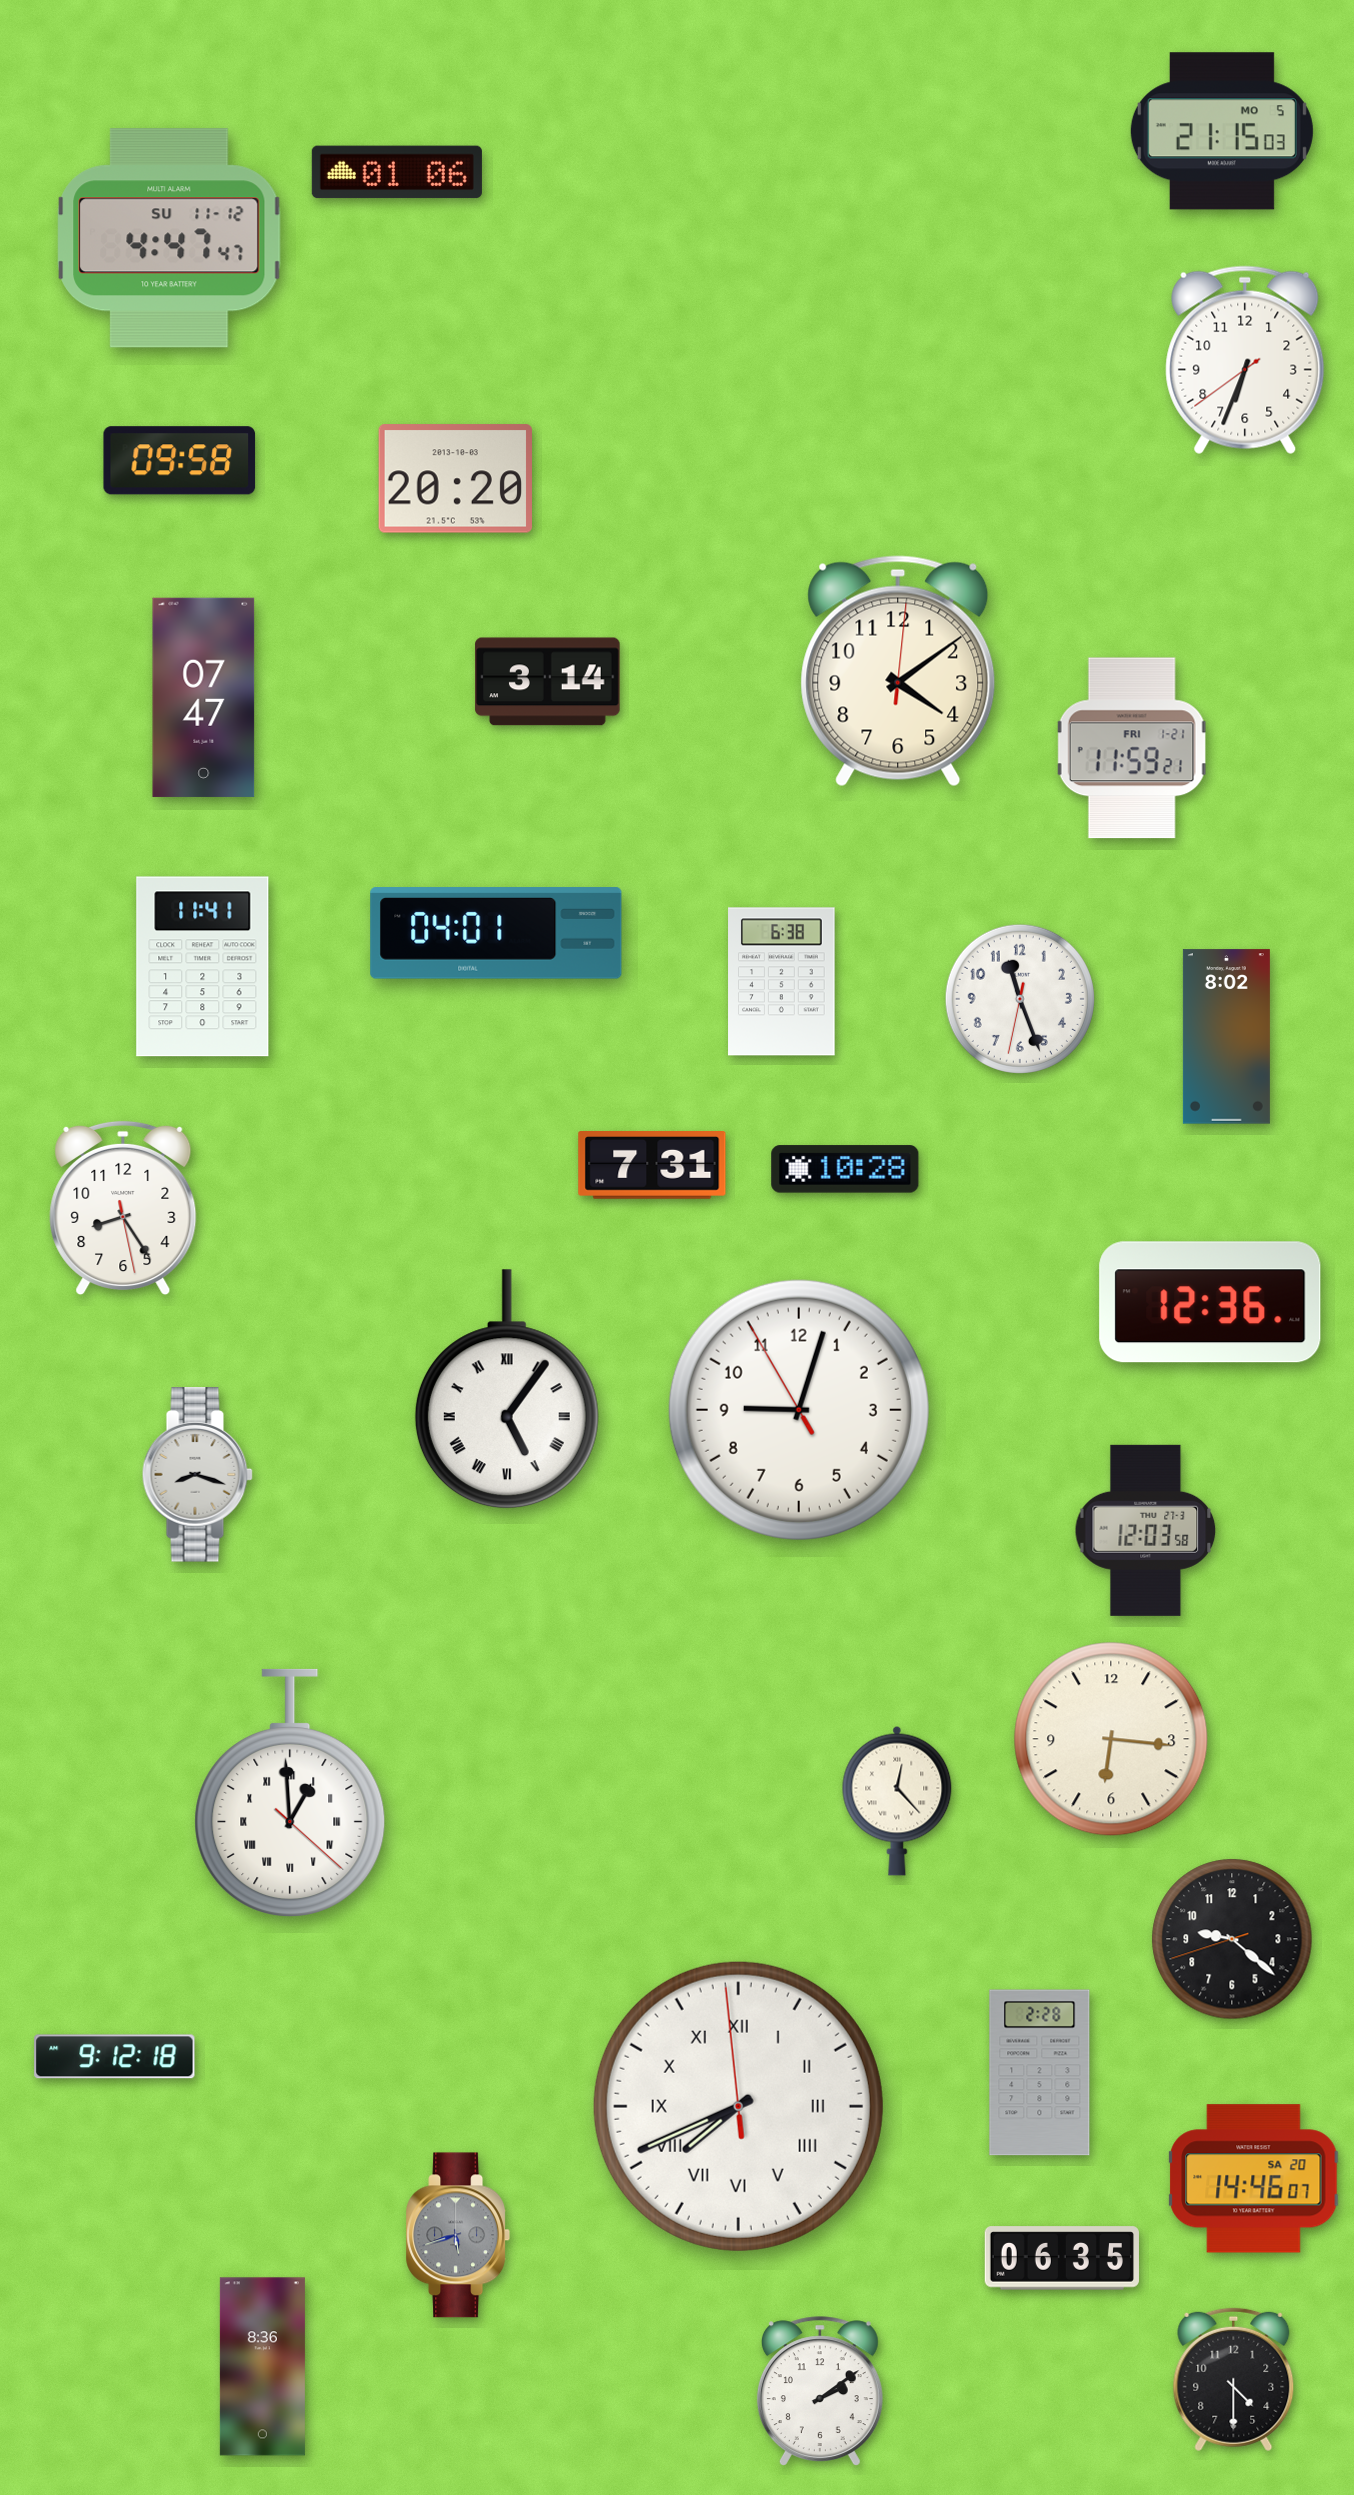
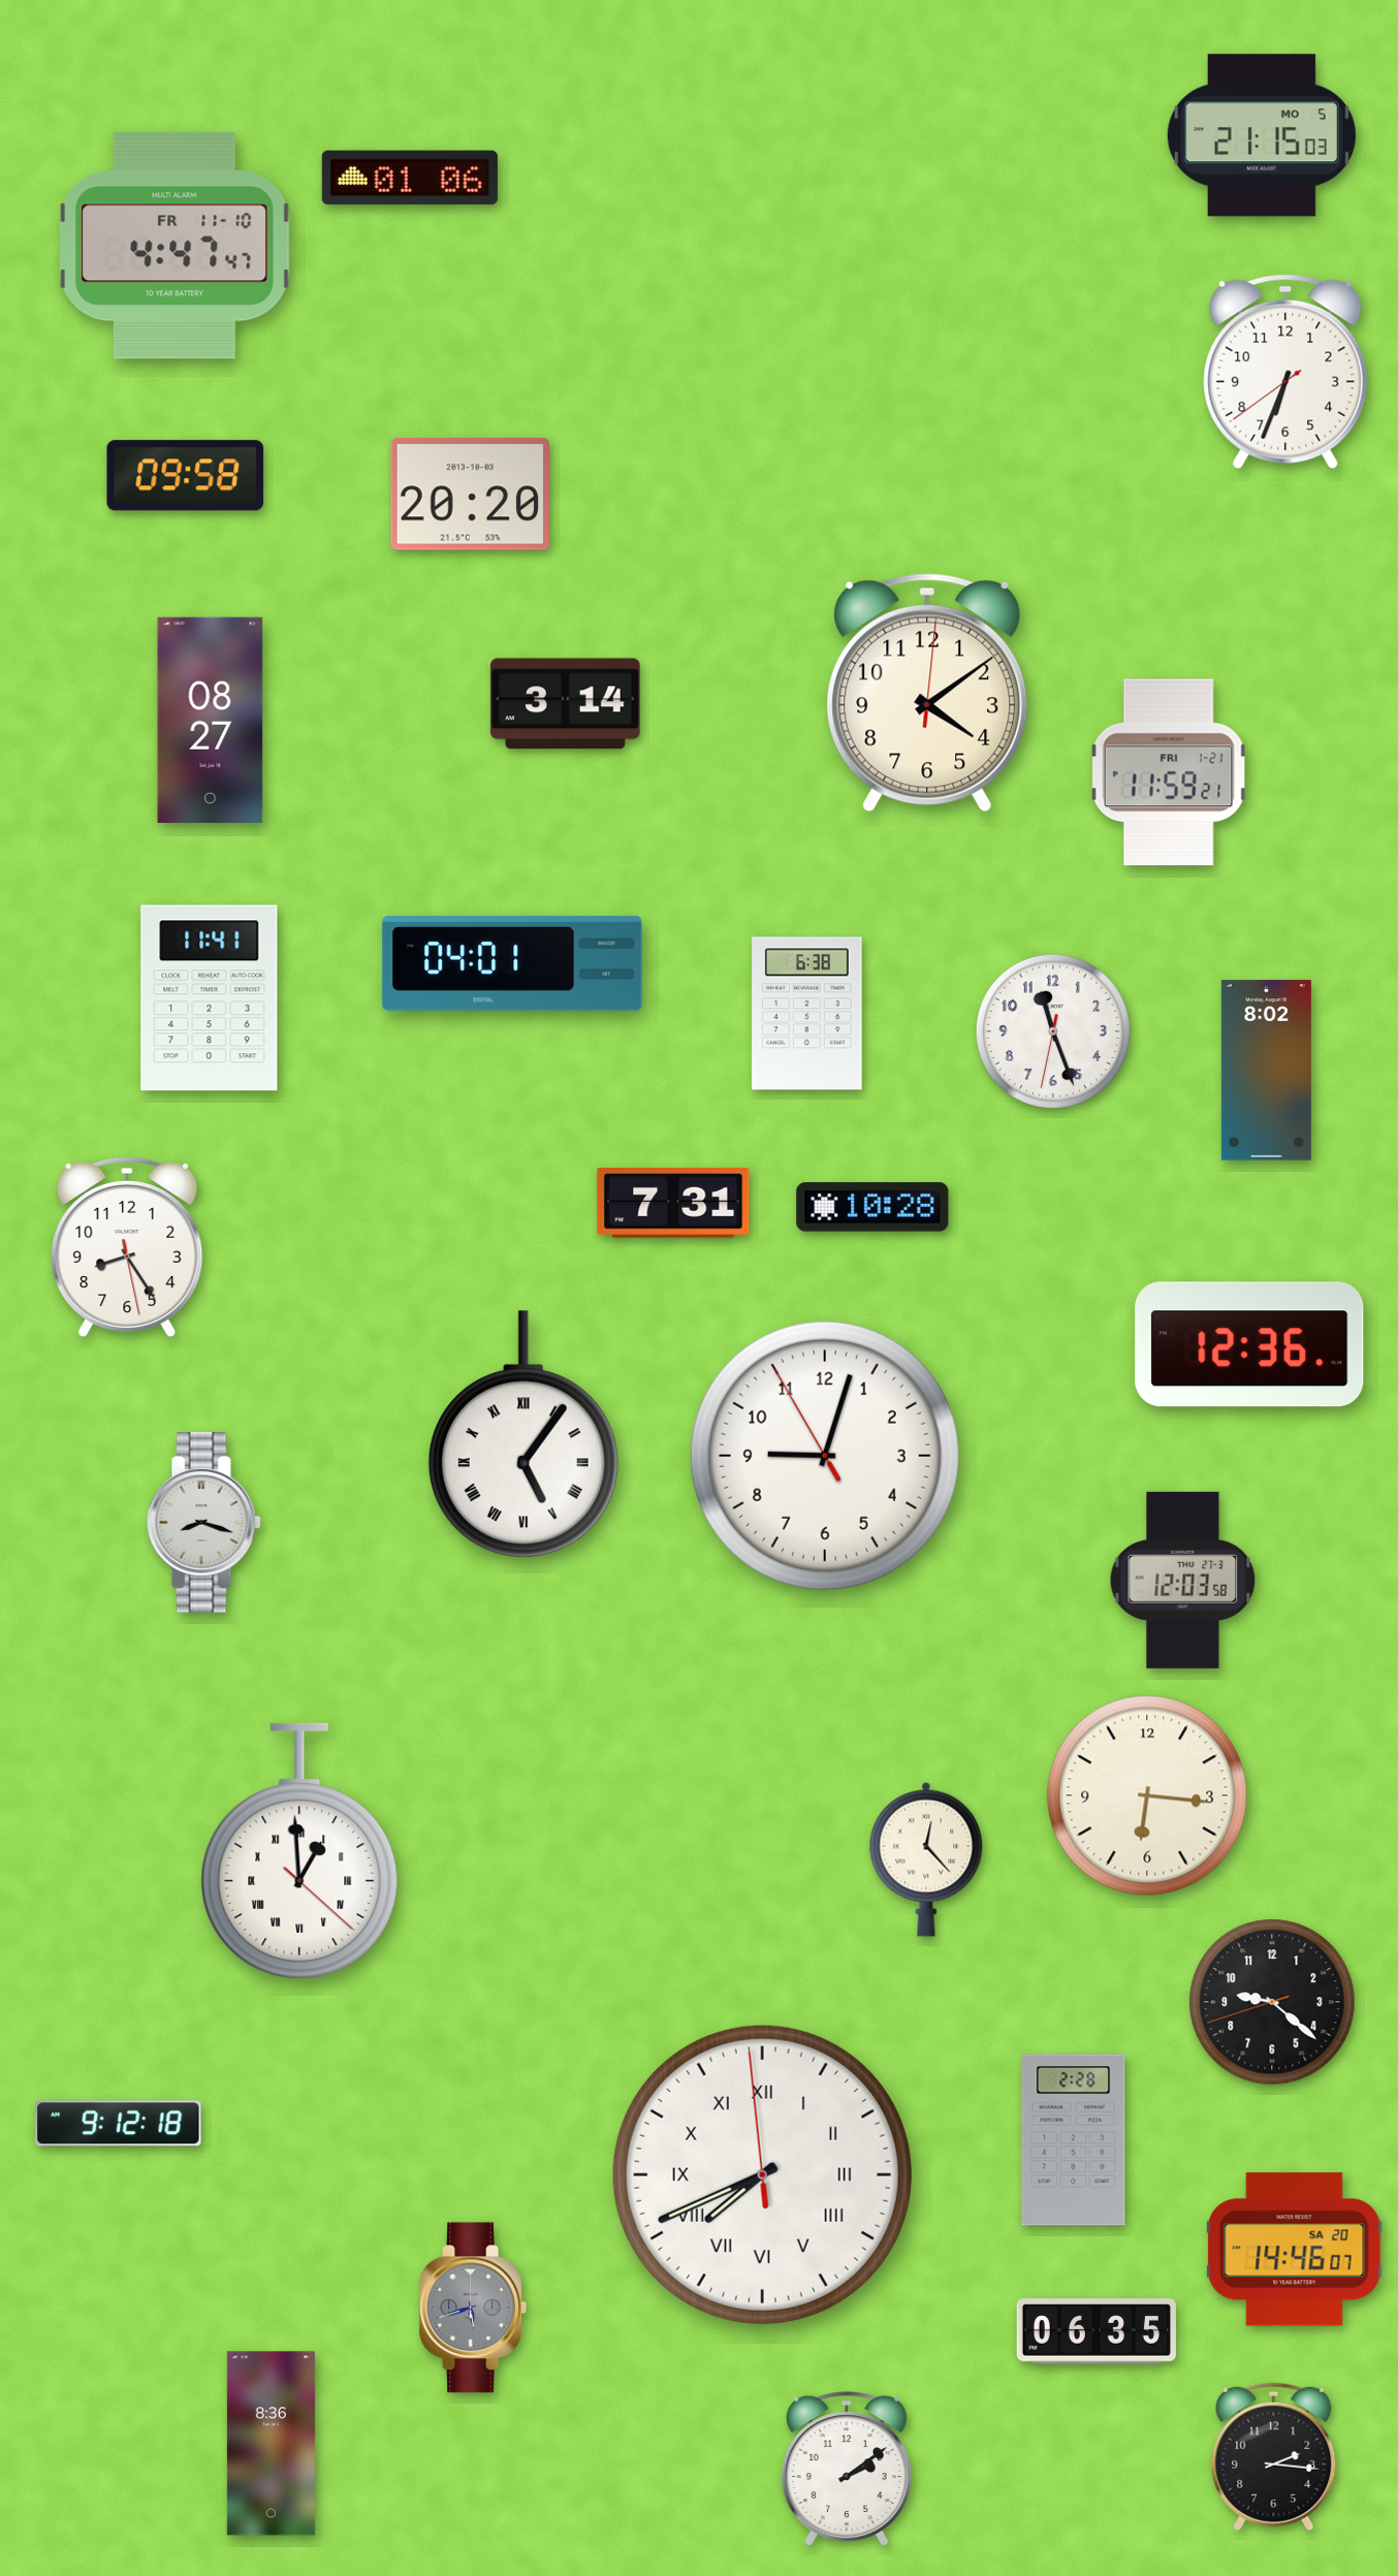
clock at (169, 238) date: SU 11-12 -> FR 11-10
clock at (204, 697): 07:47 -> 08:27
clock at (1234, 2380): 4:30 -> 2:16
